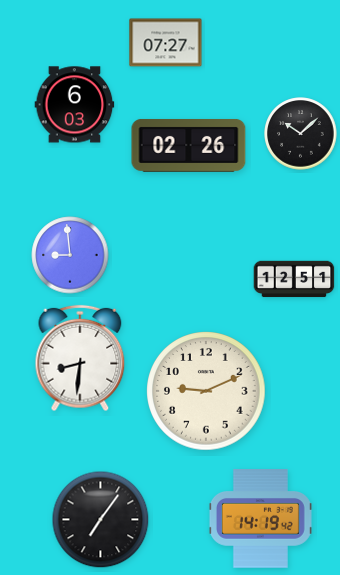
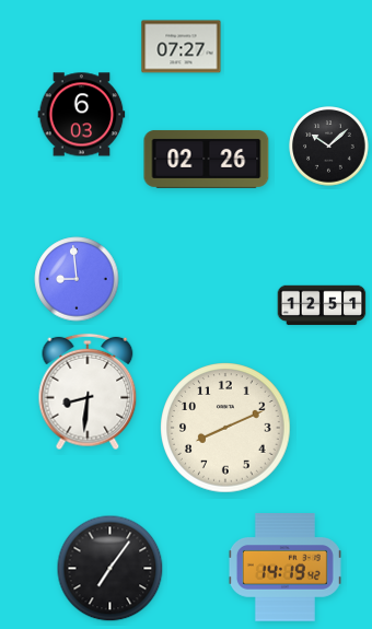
clock at (206, 391): 9:11 -> 8:11
